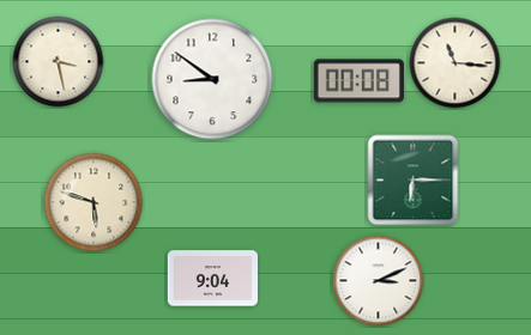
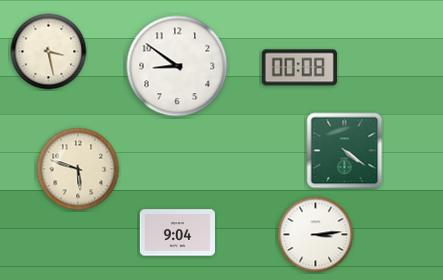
clock at (455, 63): 11:16 -> none
clock at (414, 181): 6:15 -> 4:21
clock at (379, 281): 3:11 -> 3:14
